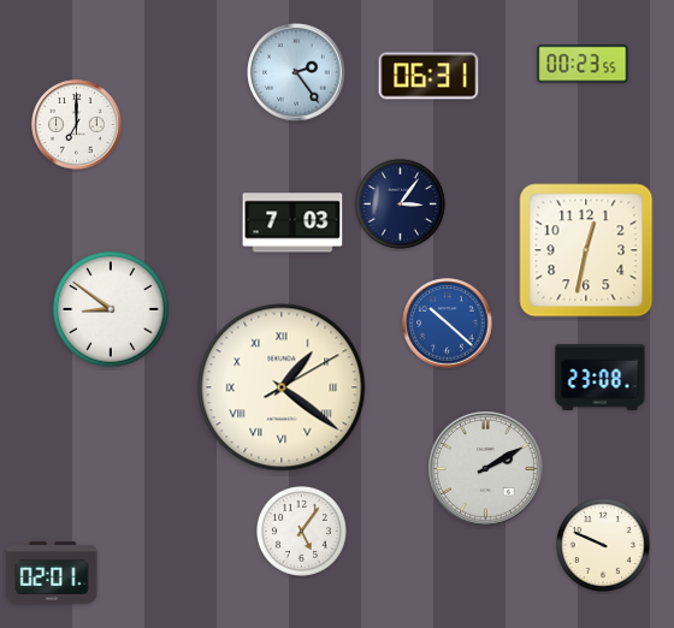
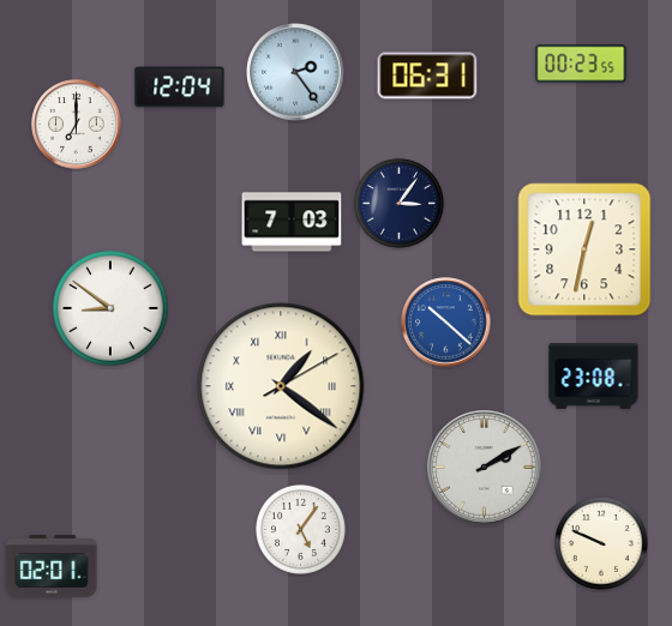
clock at (180, 88): none -> 12:04
clock at (601, 378) position: (601, 378) -> (594, 377)
clock at (52, 573) position: (52, 573) -> (52, 566)
